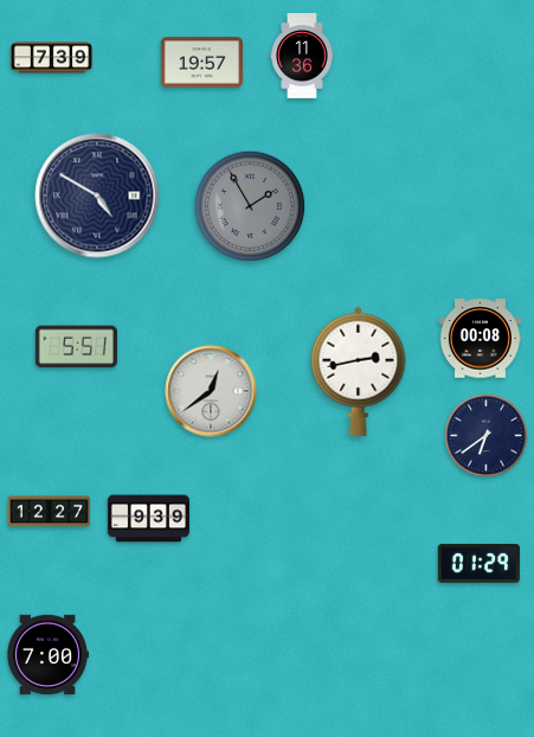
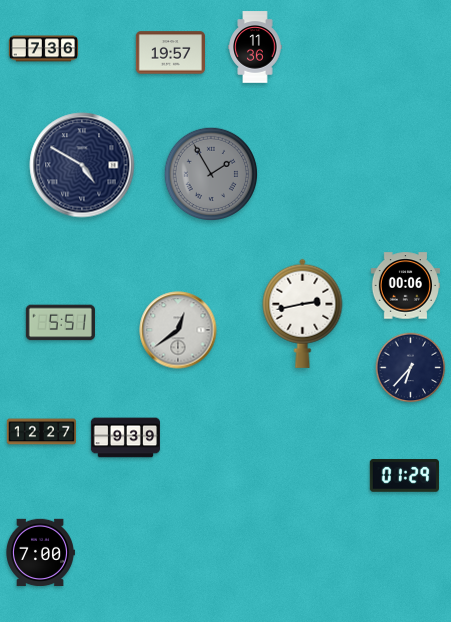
clock at (51, 58): 7:39 -> 7:36
clock at (480, 339): 00:08 -> 00:06
clock at (76, 347) position: (76, 347) -> (60, 323)
clock at (487, 436): 6:39 -> 6:37
